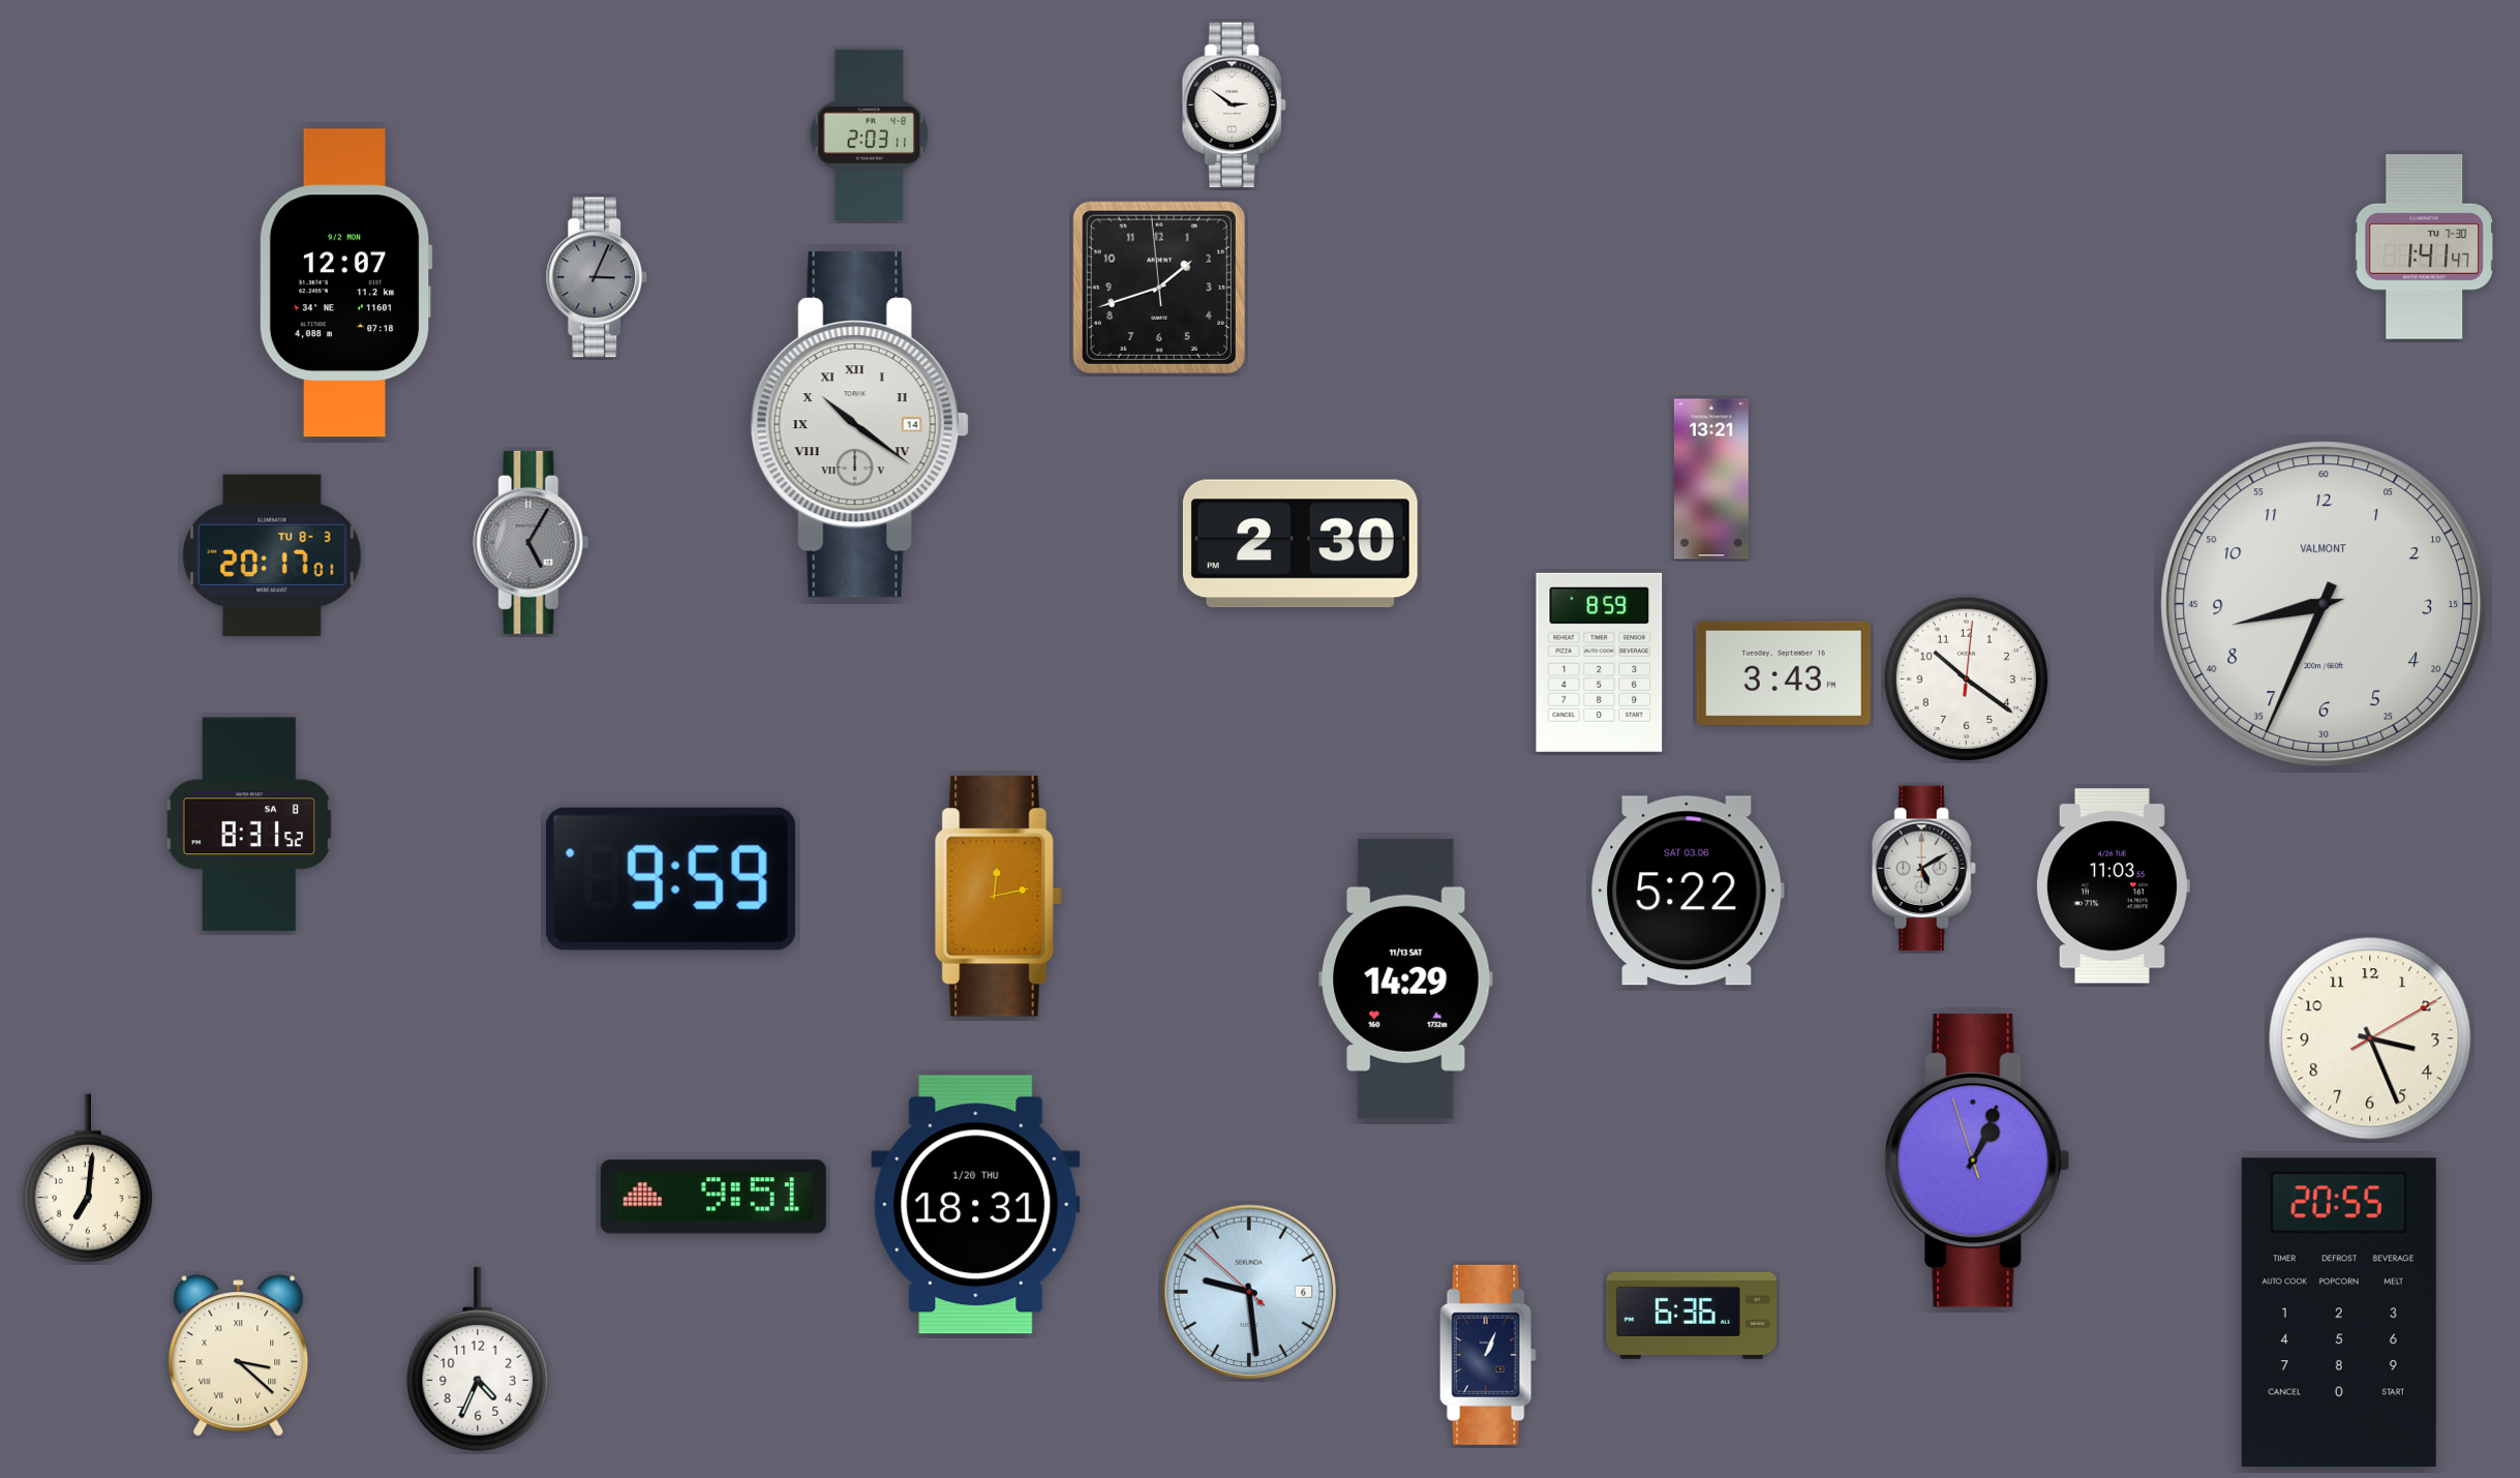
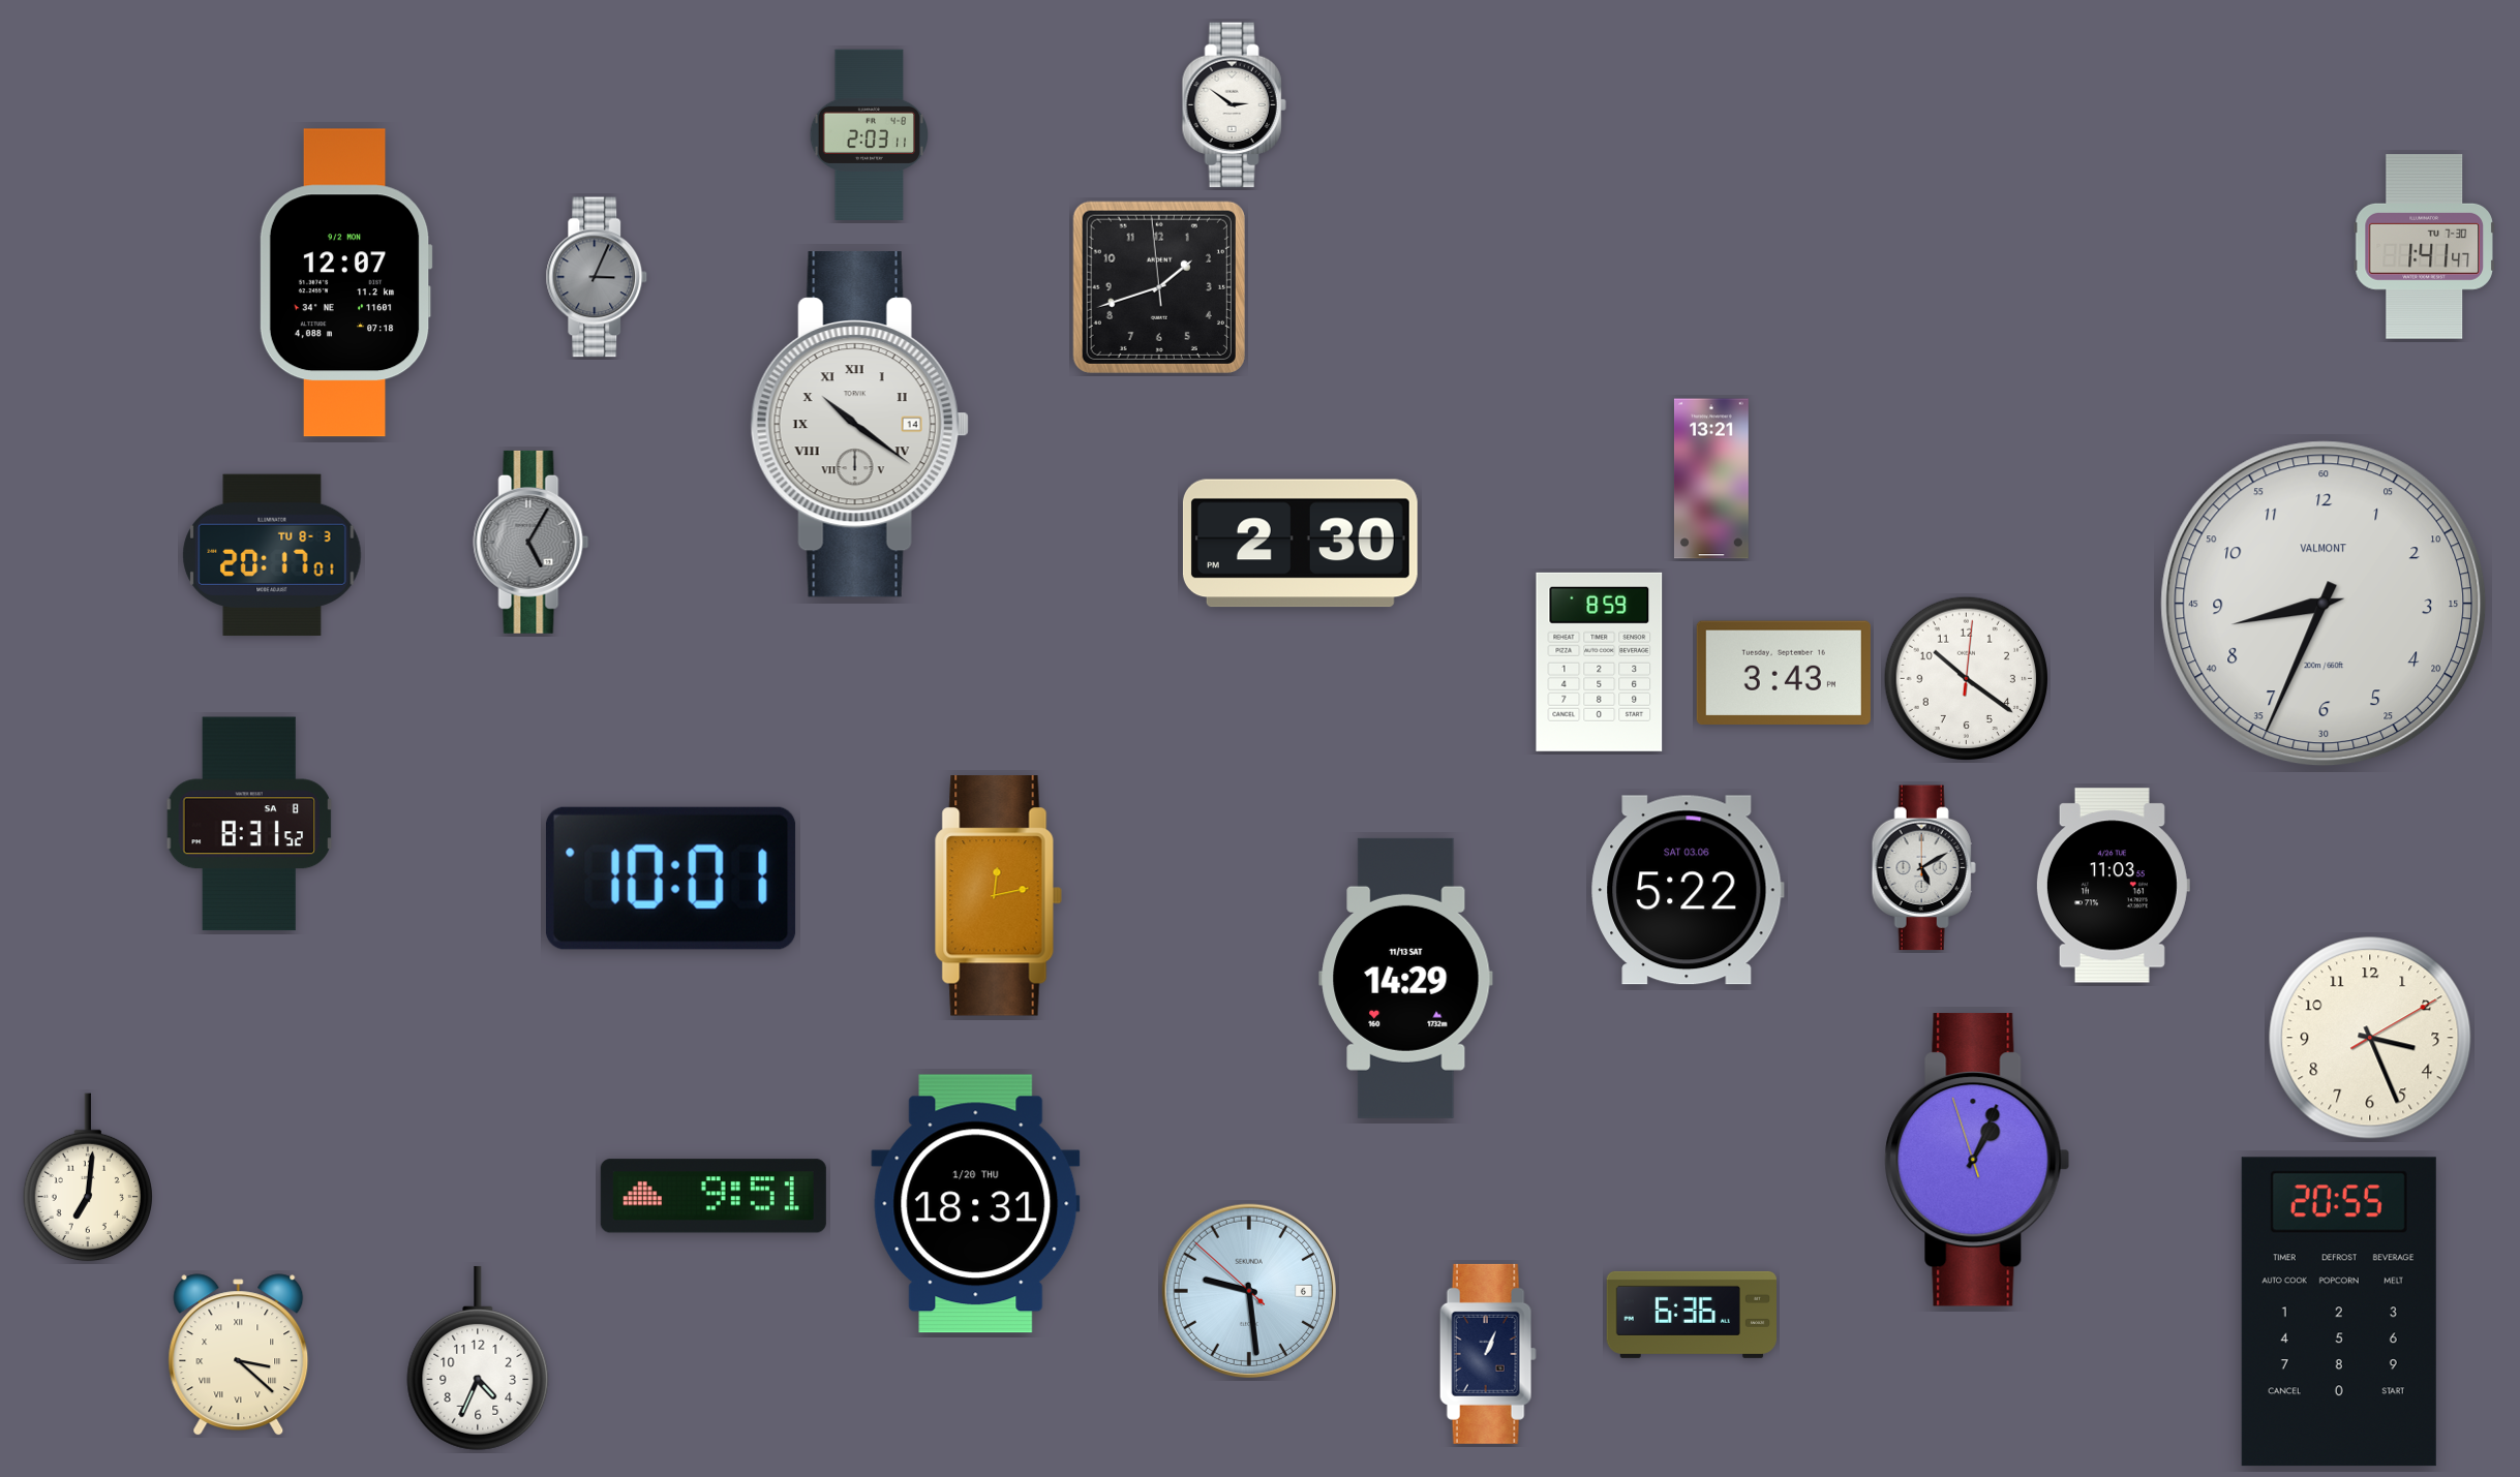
clock at (671, 879): 9:59 -> 10:01
